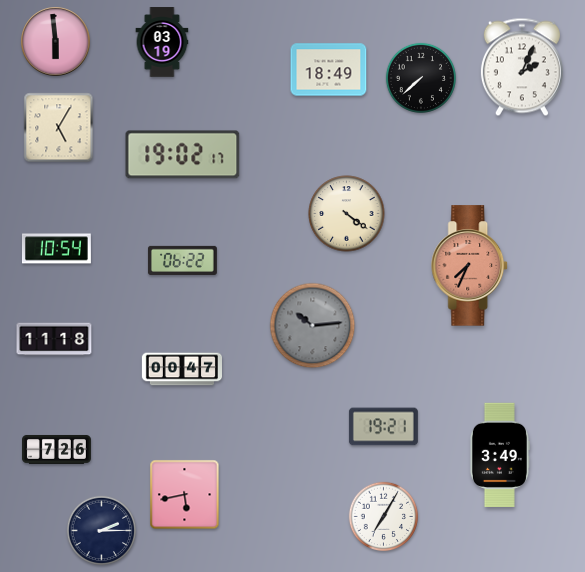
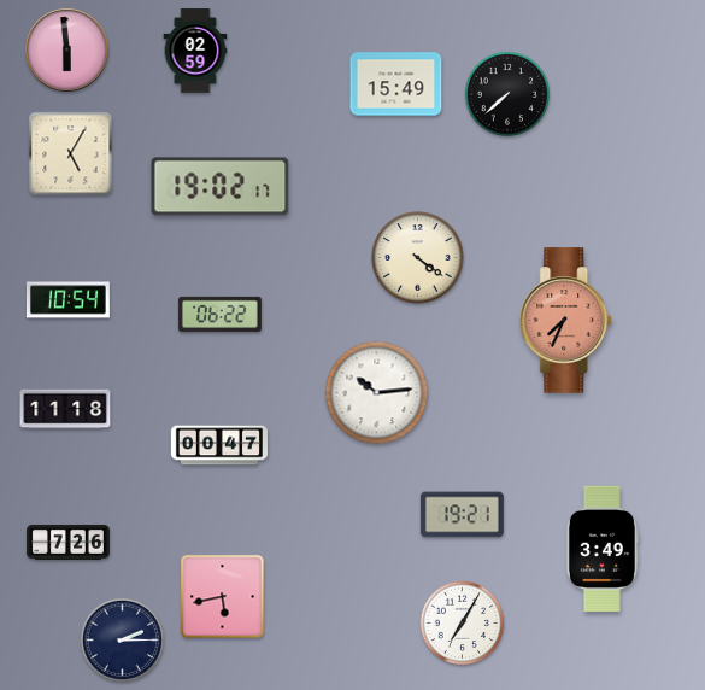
clock at (162, 42): 03:19 -> 02:59
clock at (522, 67): 2:04 -> none
clock at (329, 70): 18:49 -> 15:49
clock at (313, 326) dial: grey -> white
